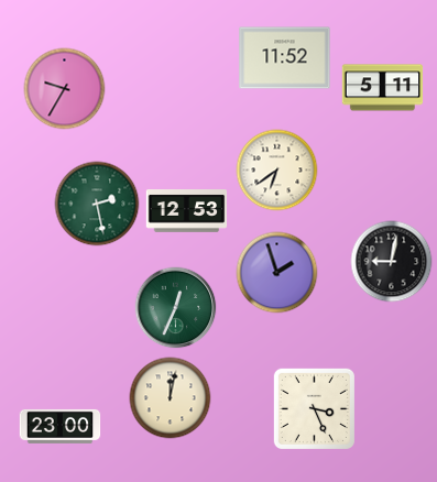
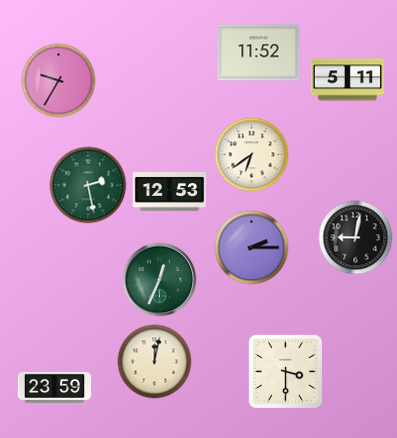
clock at (277, 273): 1:57 -> 2:15
clock at (314, 408): 3:26 -> 3:30
clock at (61, 426): 23:00 -> 23:59
